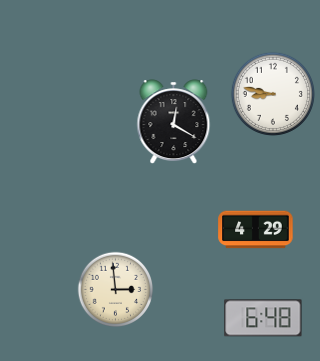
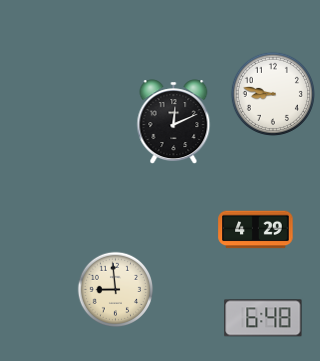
clock at (174, 121): 12:20 -> 12:11
clock at (116, 290): 2:59 -> 8:59
